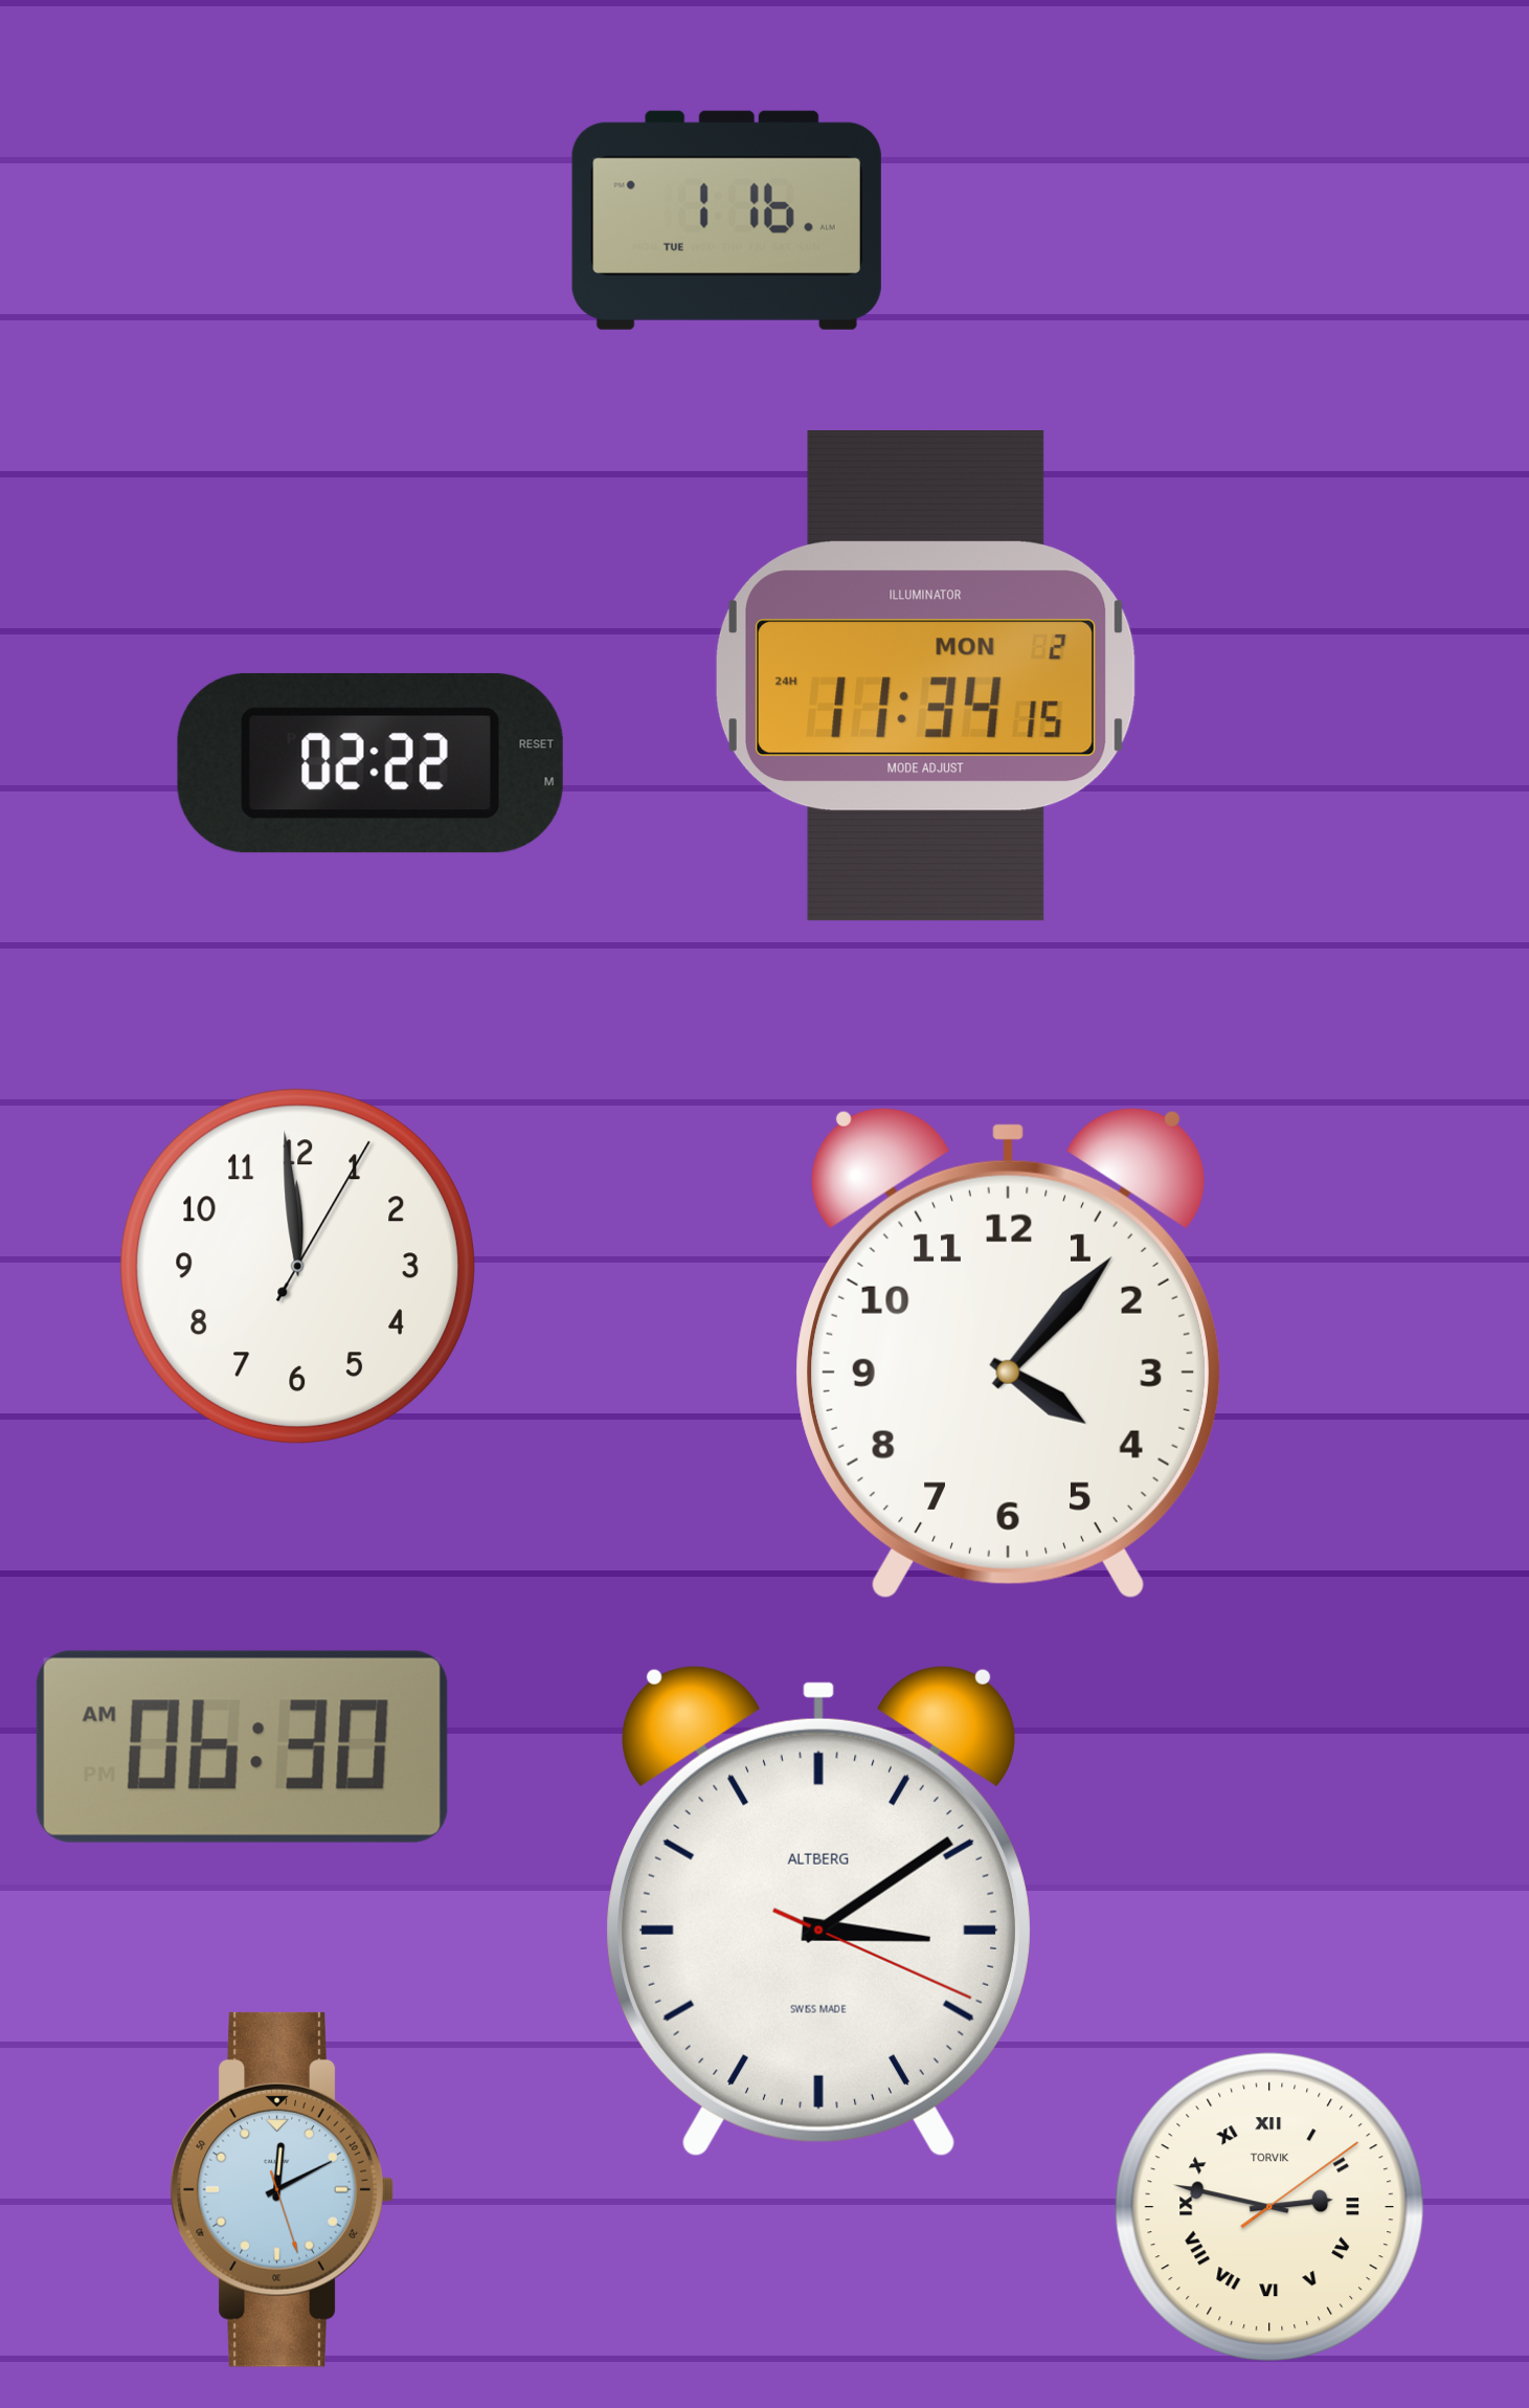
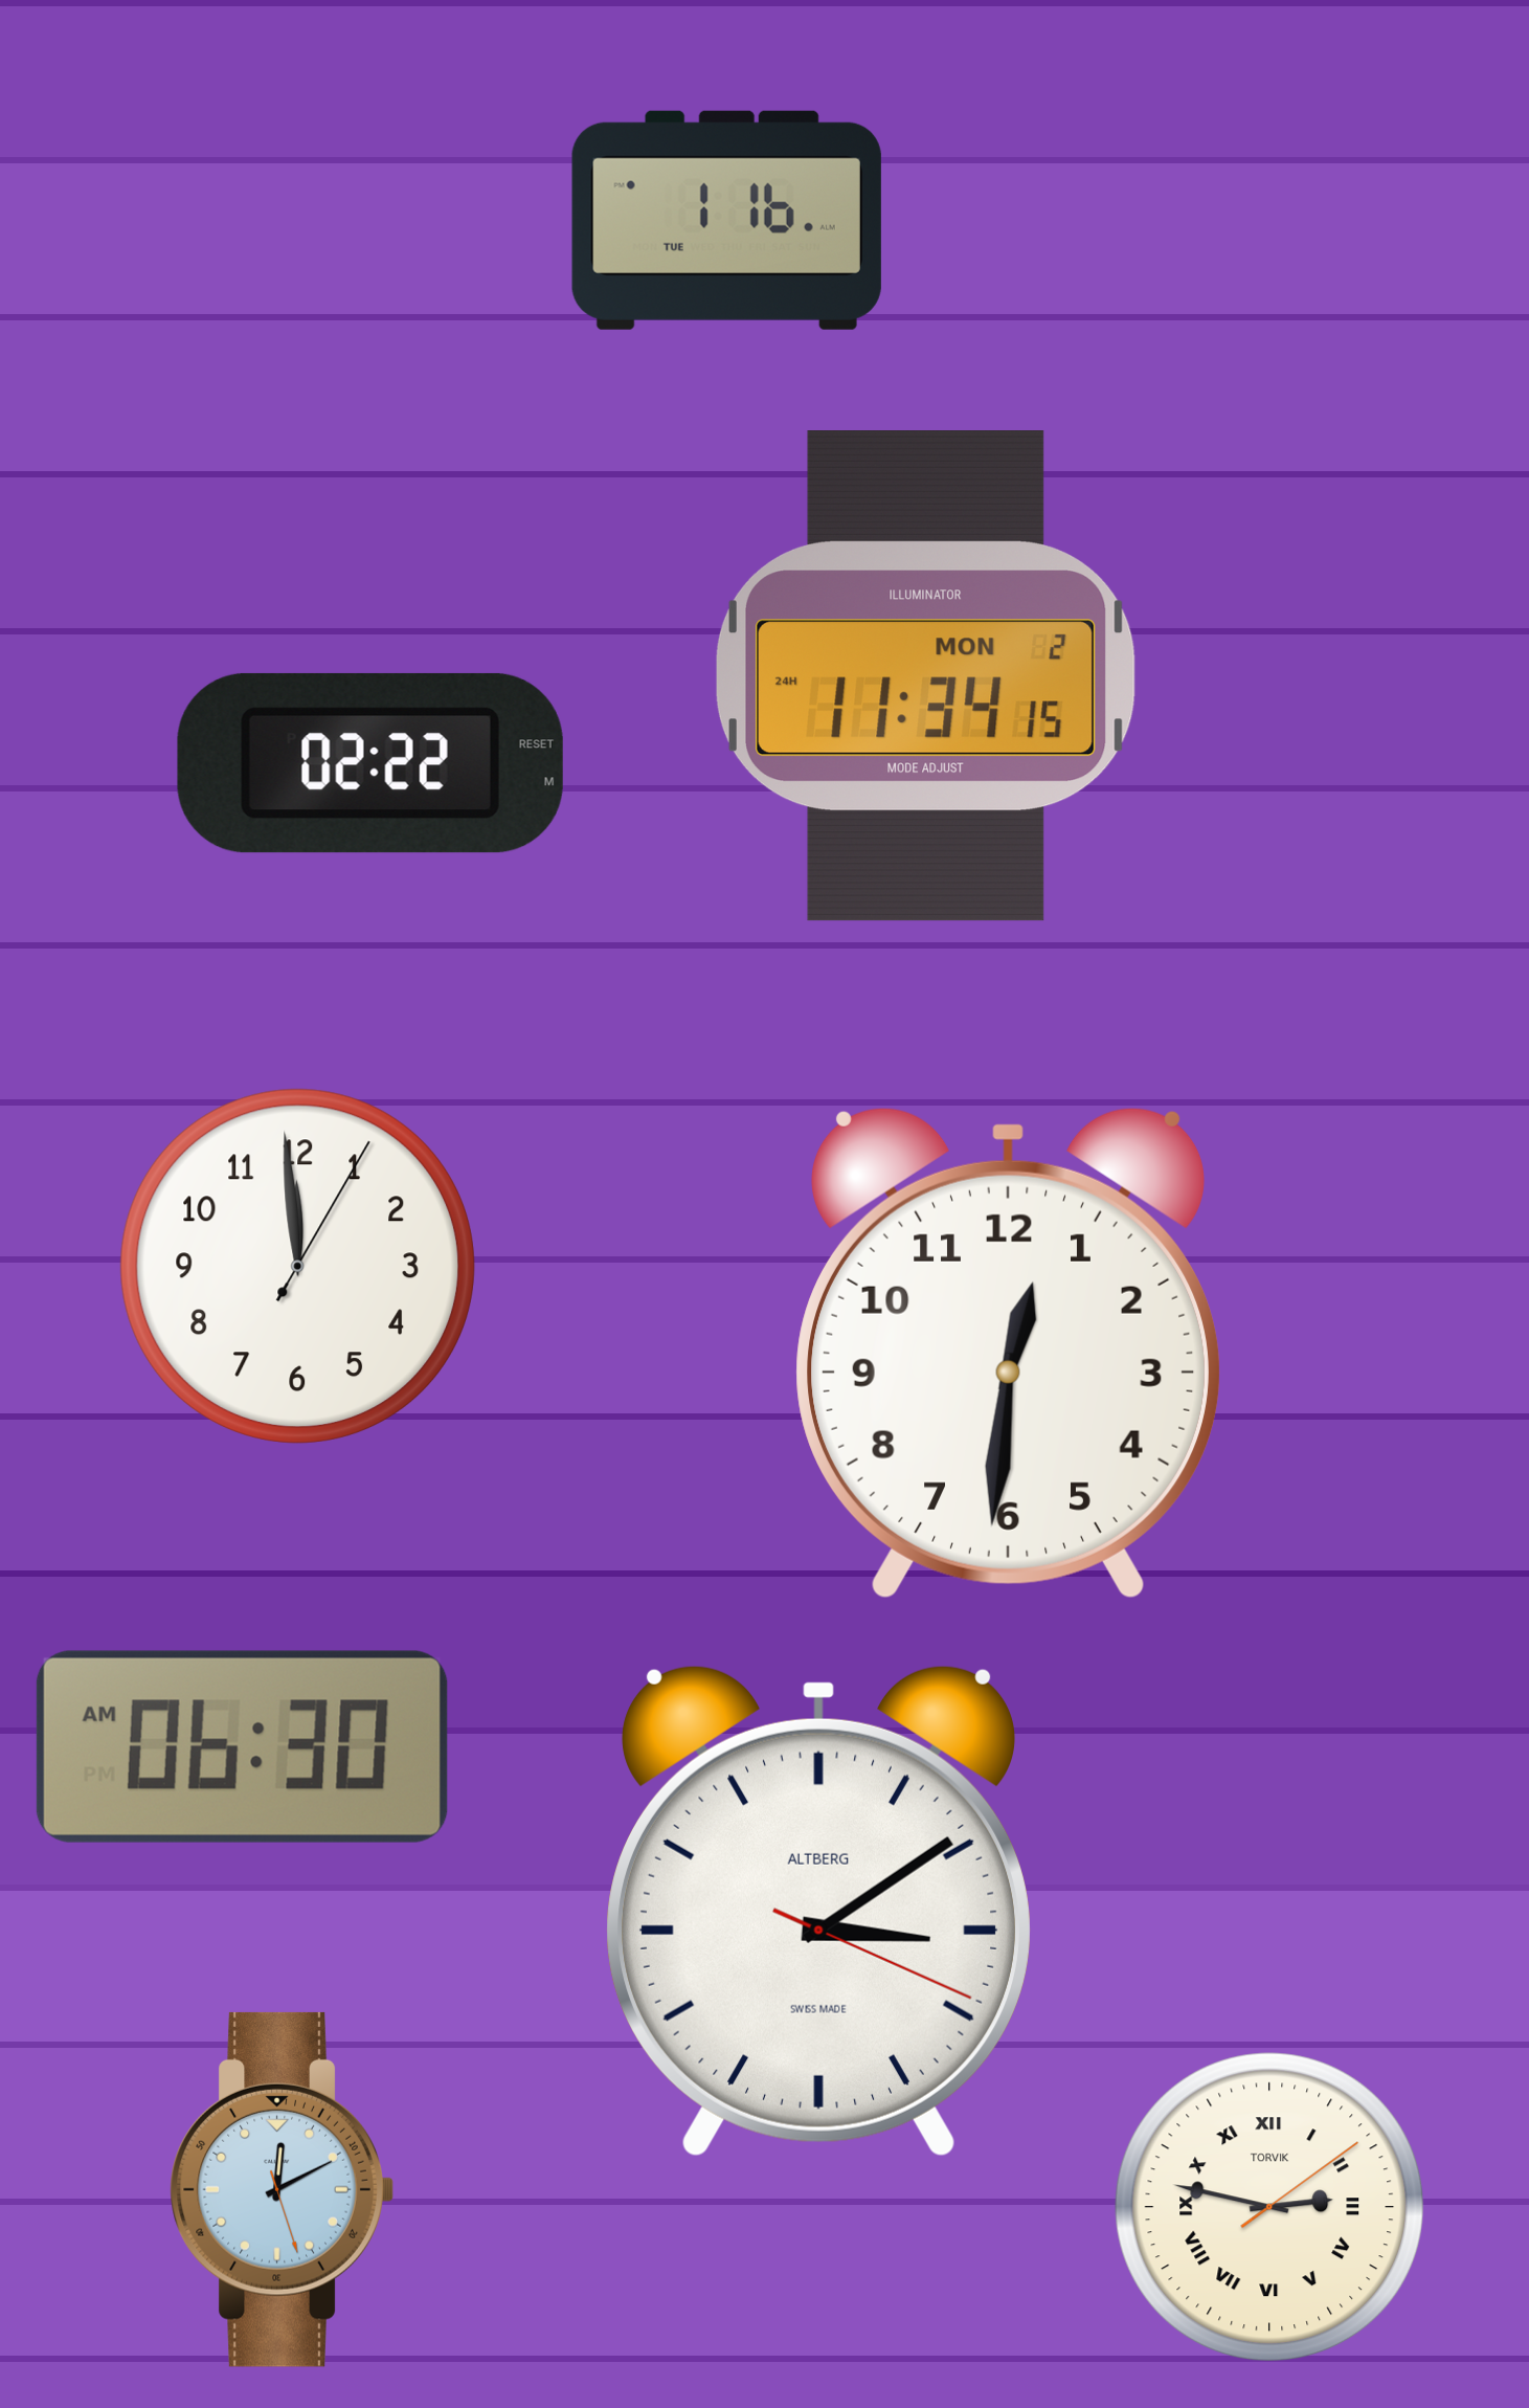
clock at (1008, 1354): 4:07 -> 12:31
